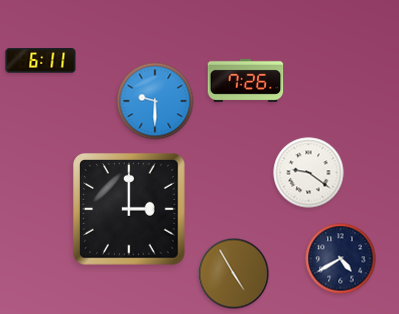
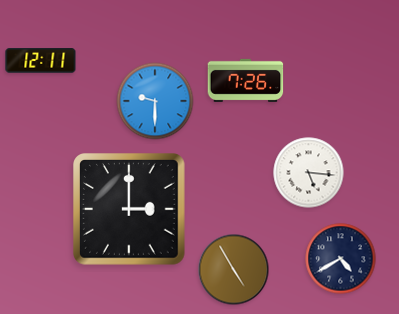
clock at (41, 61): 6:11 -> 12:11
clock at (309, 173): 9:21 -> 5:16
clock at (234, 274) position: (234, 274) -> (234, 270)
